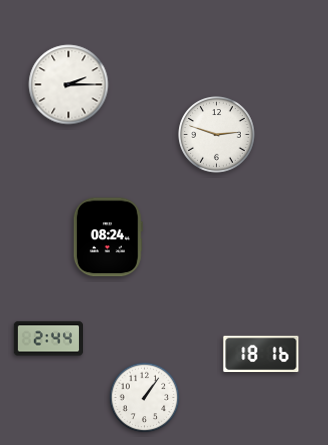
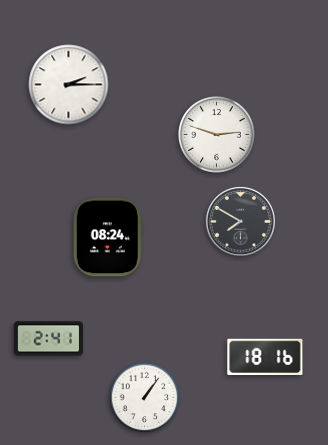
clock at (240, 221): none -> 7:50
clock at (48, 339): 2:44 -> 2:41
clock at (261, 353) position: (261, 353) -> (265, 356)
